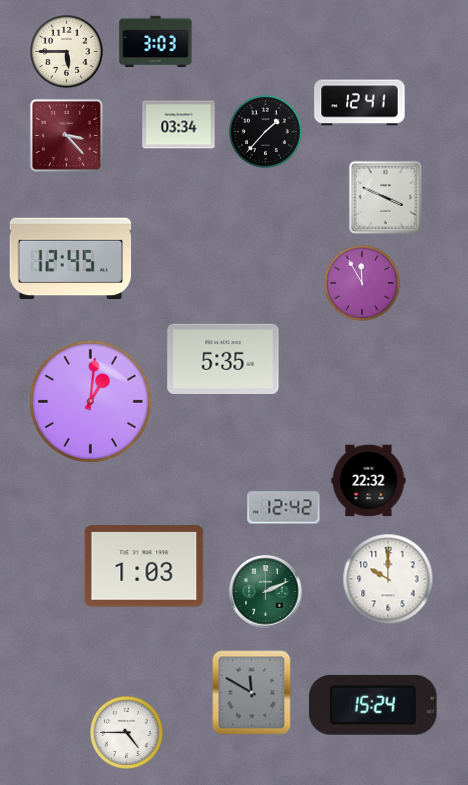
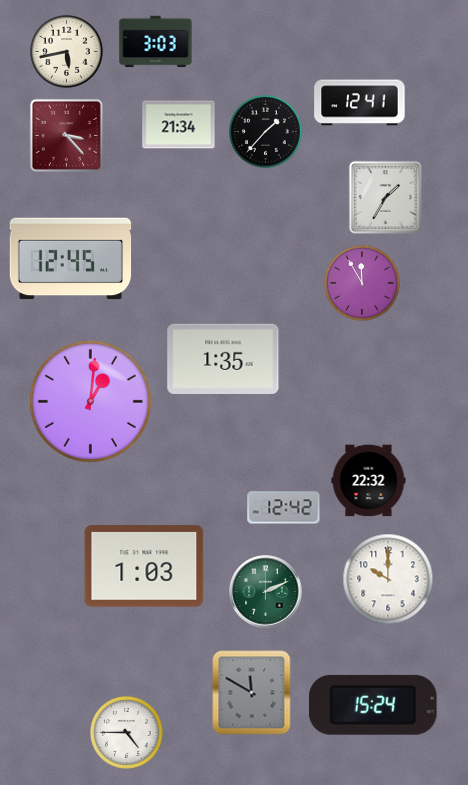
clock at (66, 51): 5:45 -> 5:43
clock at (179, 125): 03:34 -> 21:34
clock at (385, 197): 3:49 -> 1:35
clock at (223, 359): 5:35 -> 1:35
